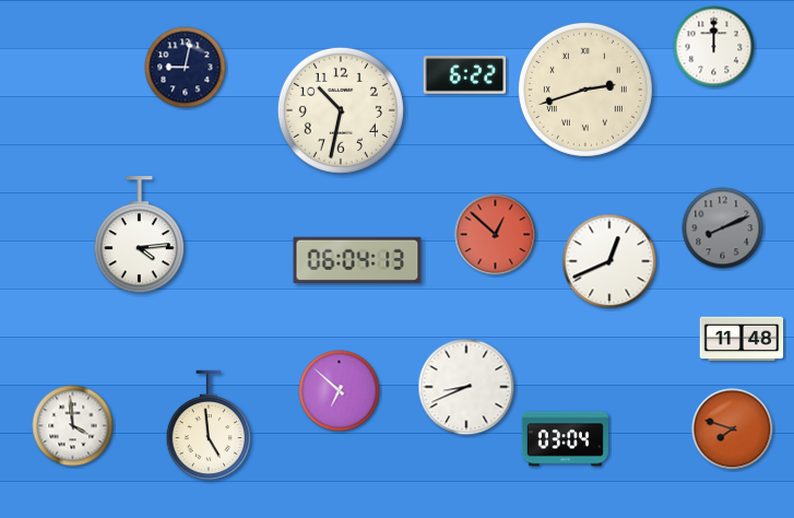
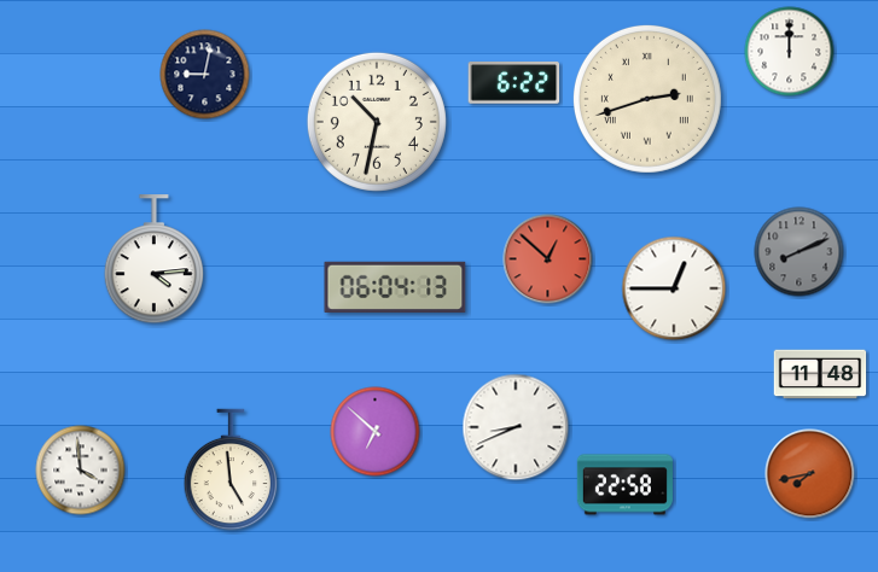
clock at (609, 261): 12:41 -> 12:45
clock at (733, 429): 7:48 -> 7:43
clock at (565, 439): 03:04 -> 22:58
